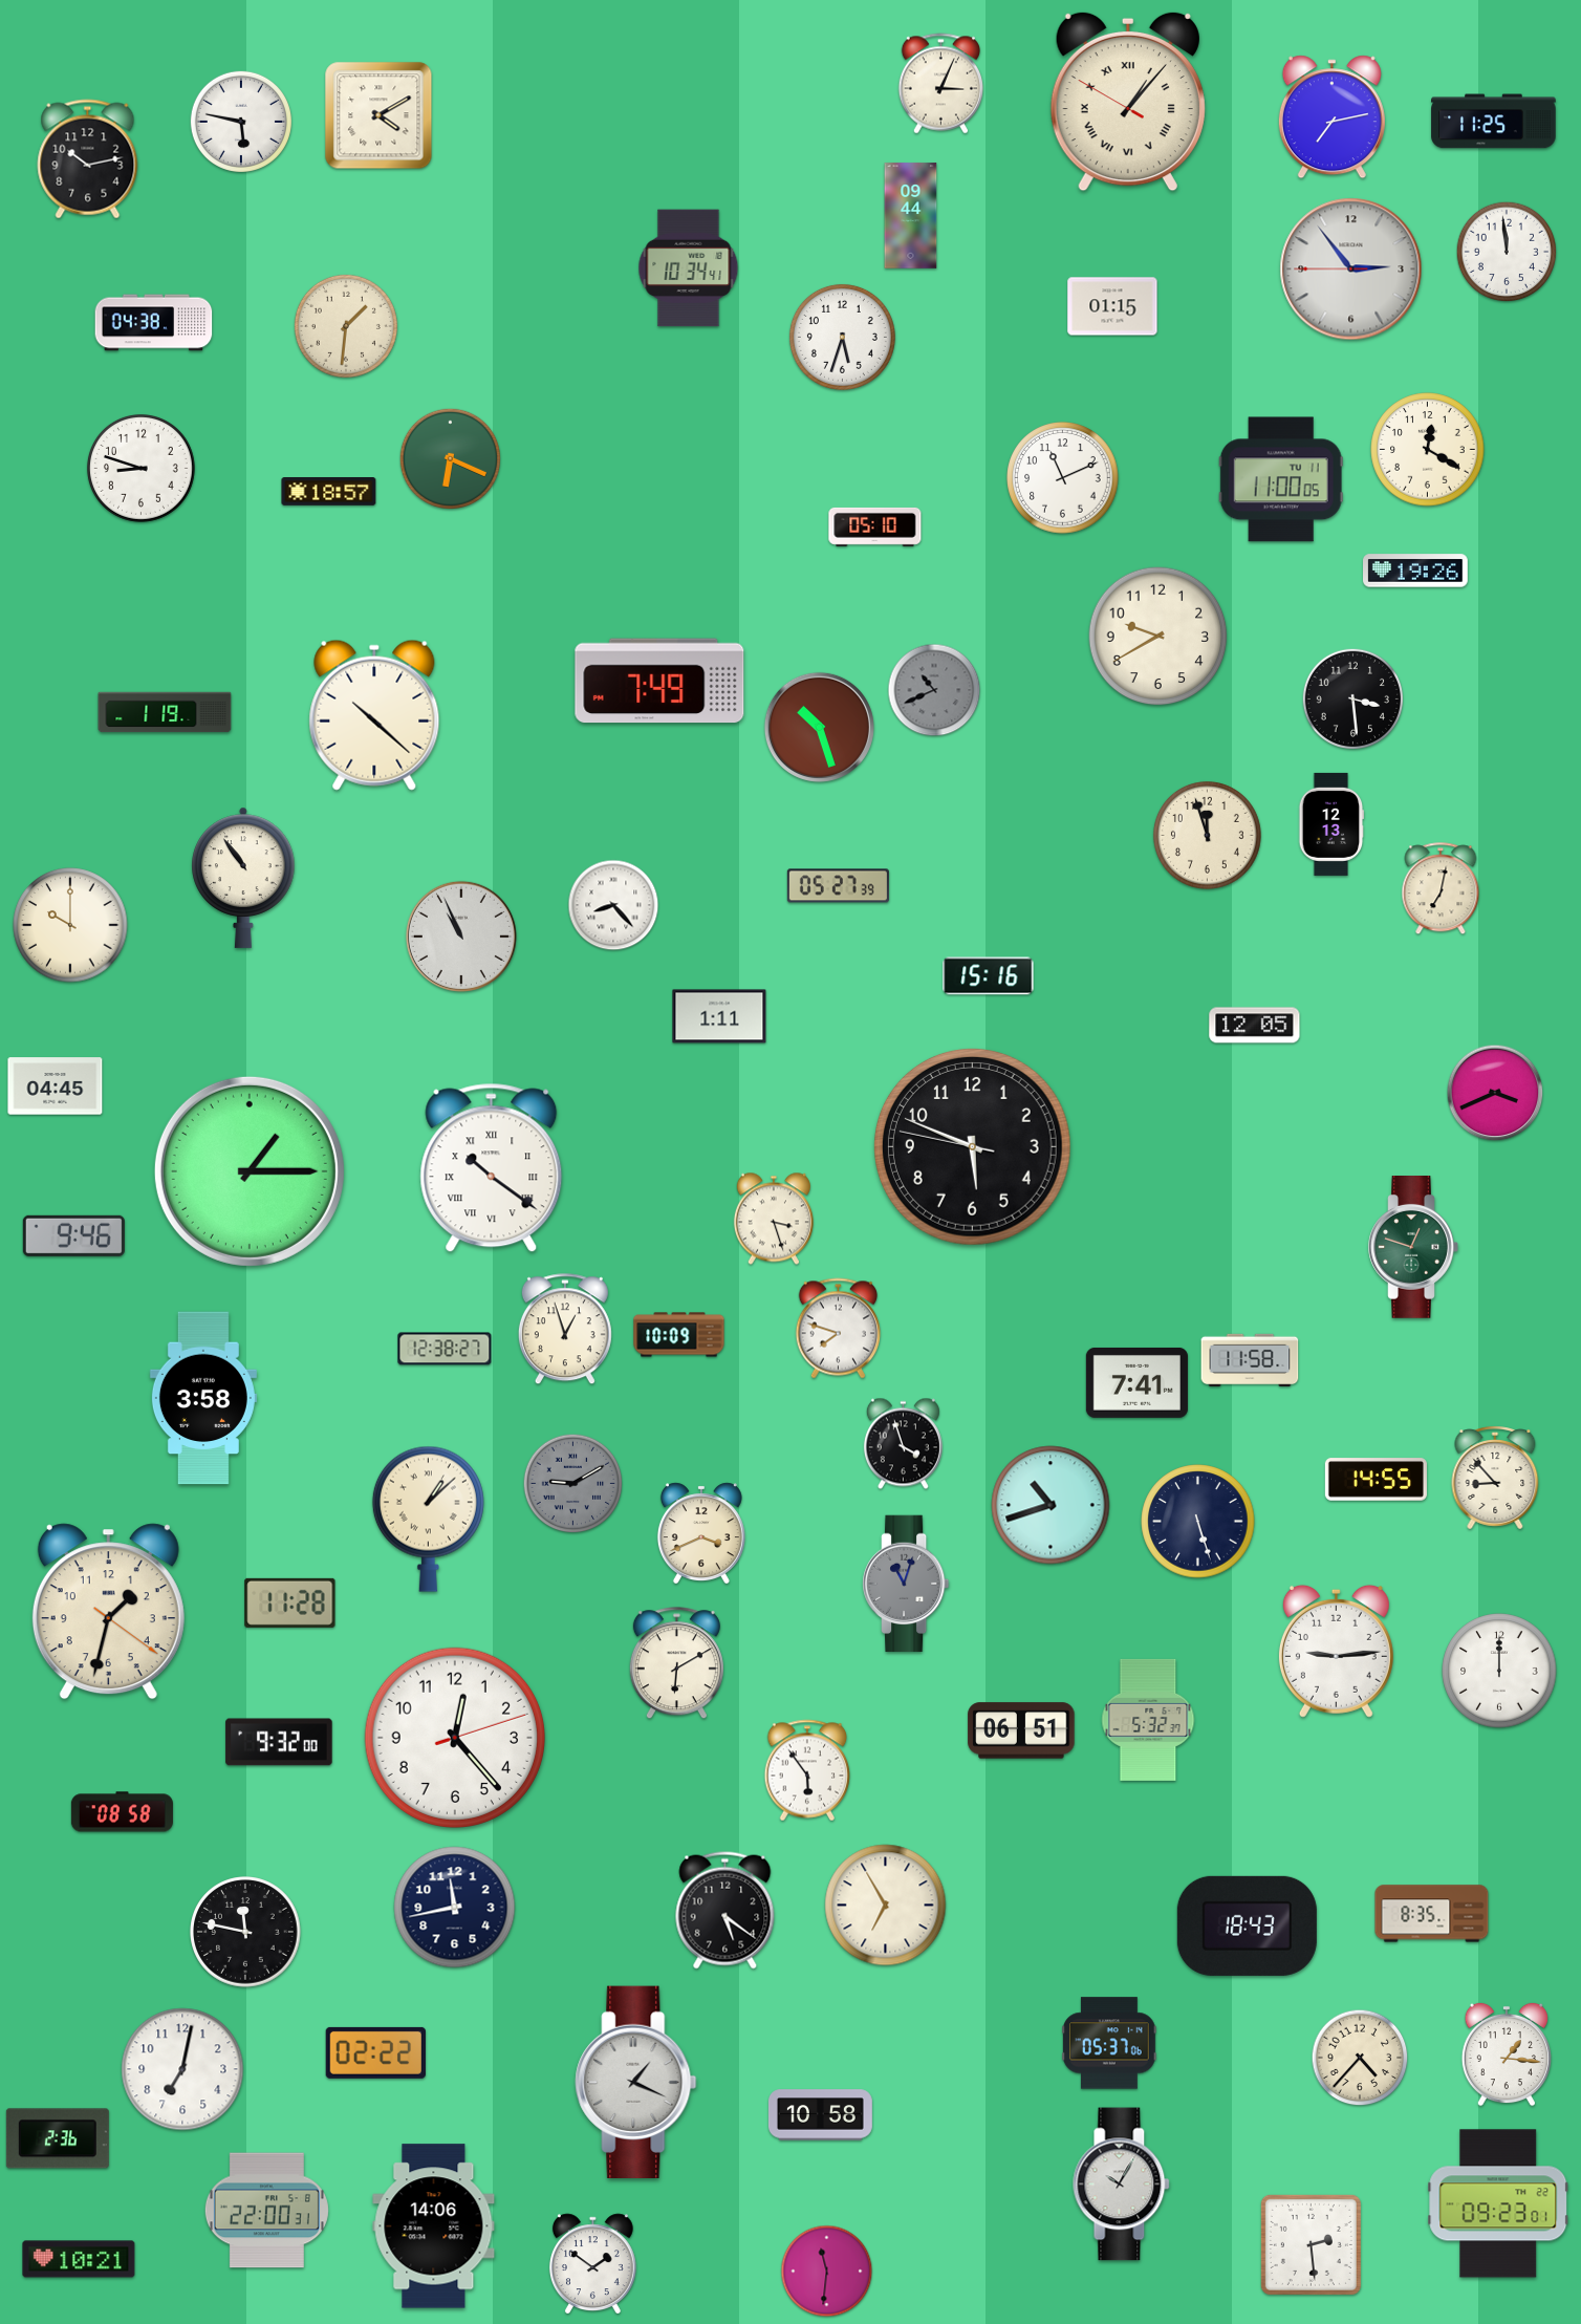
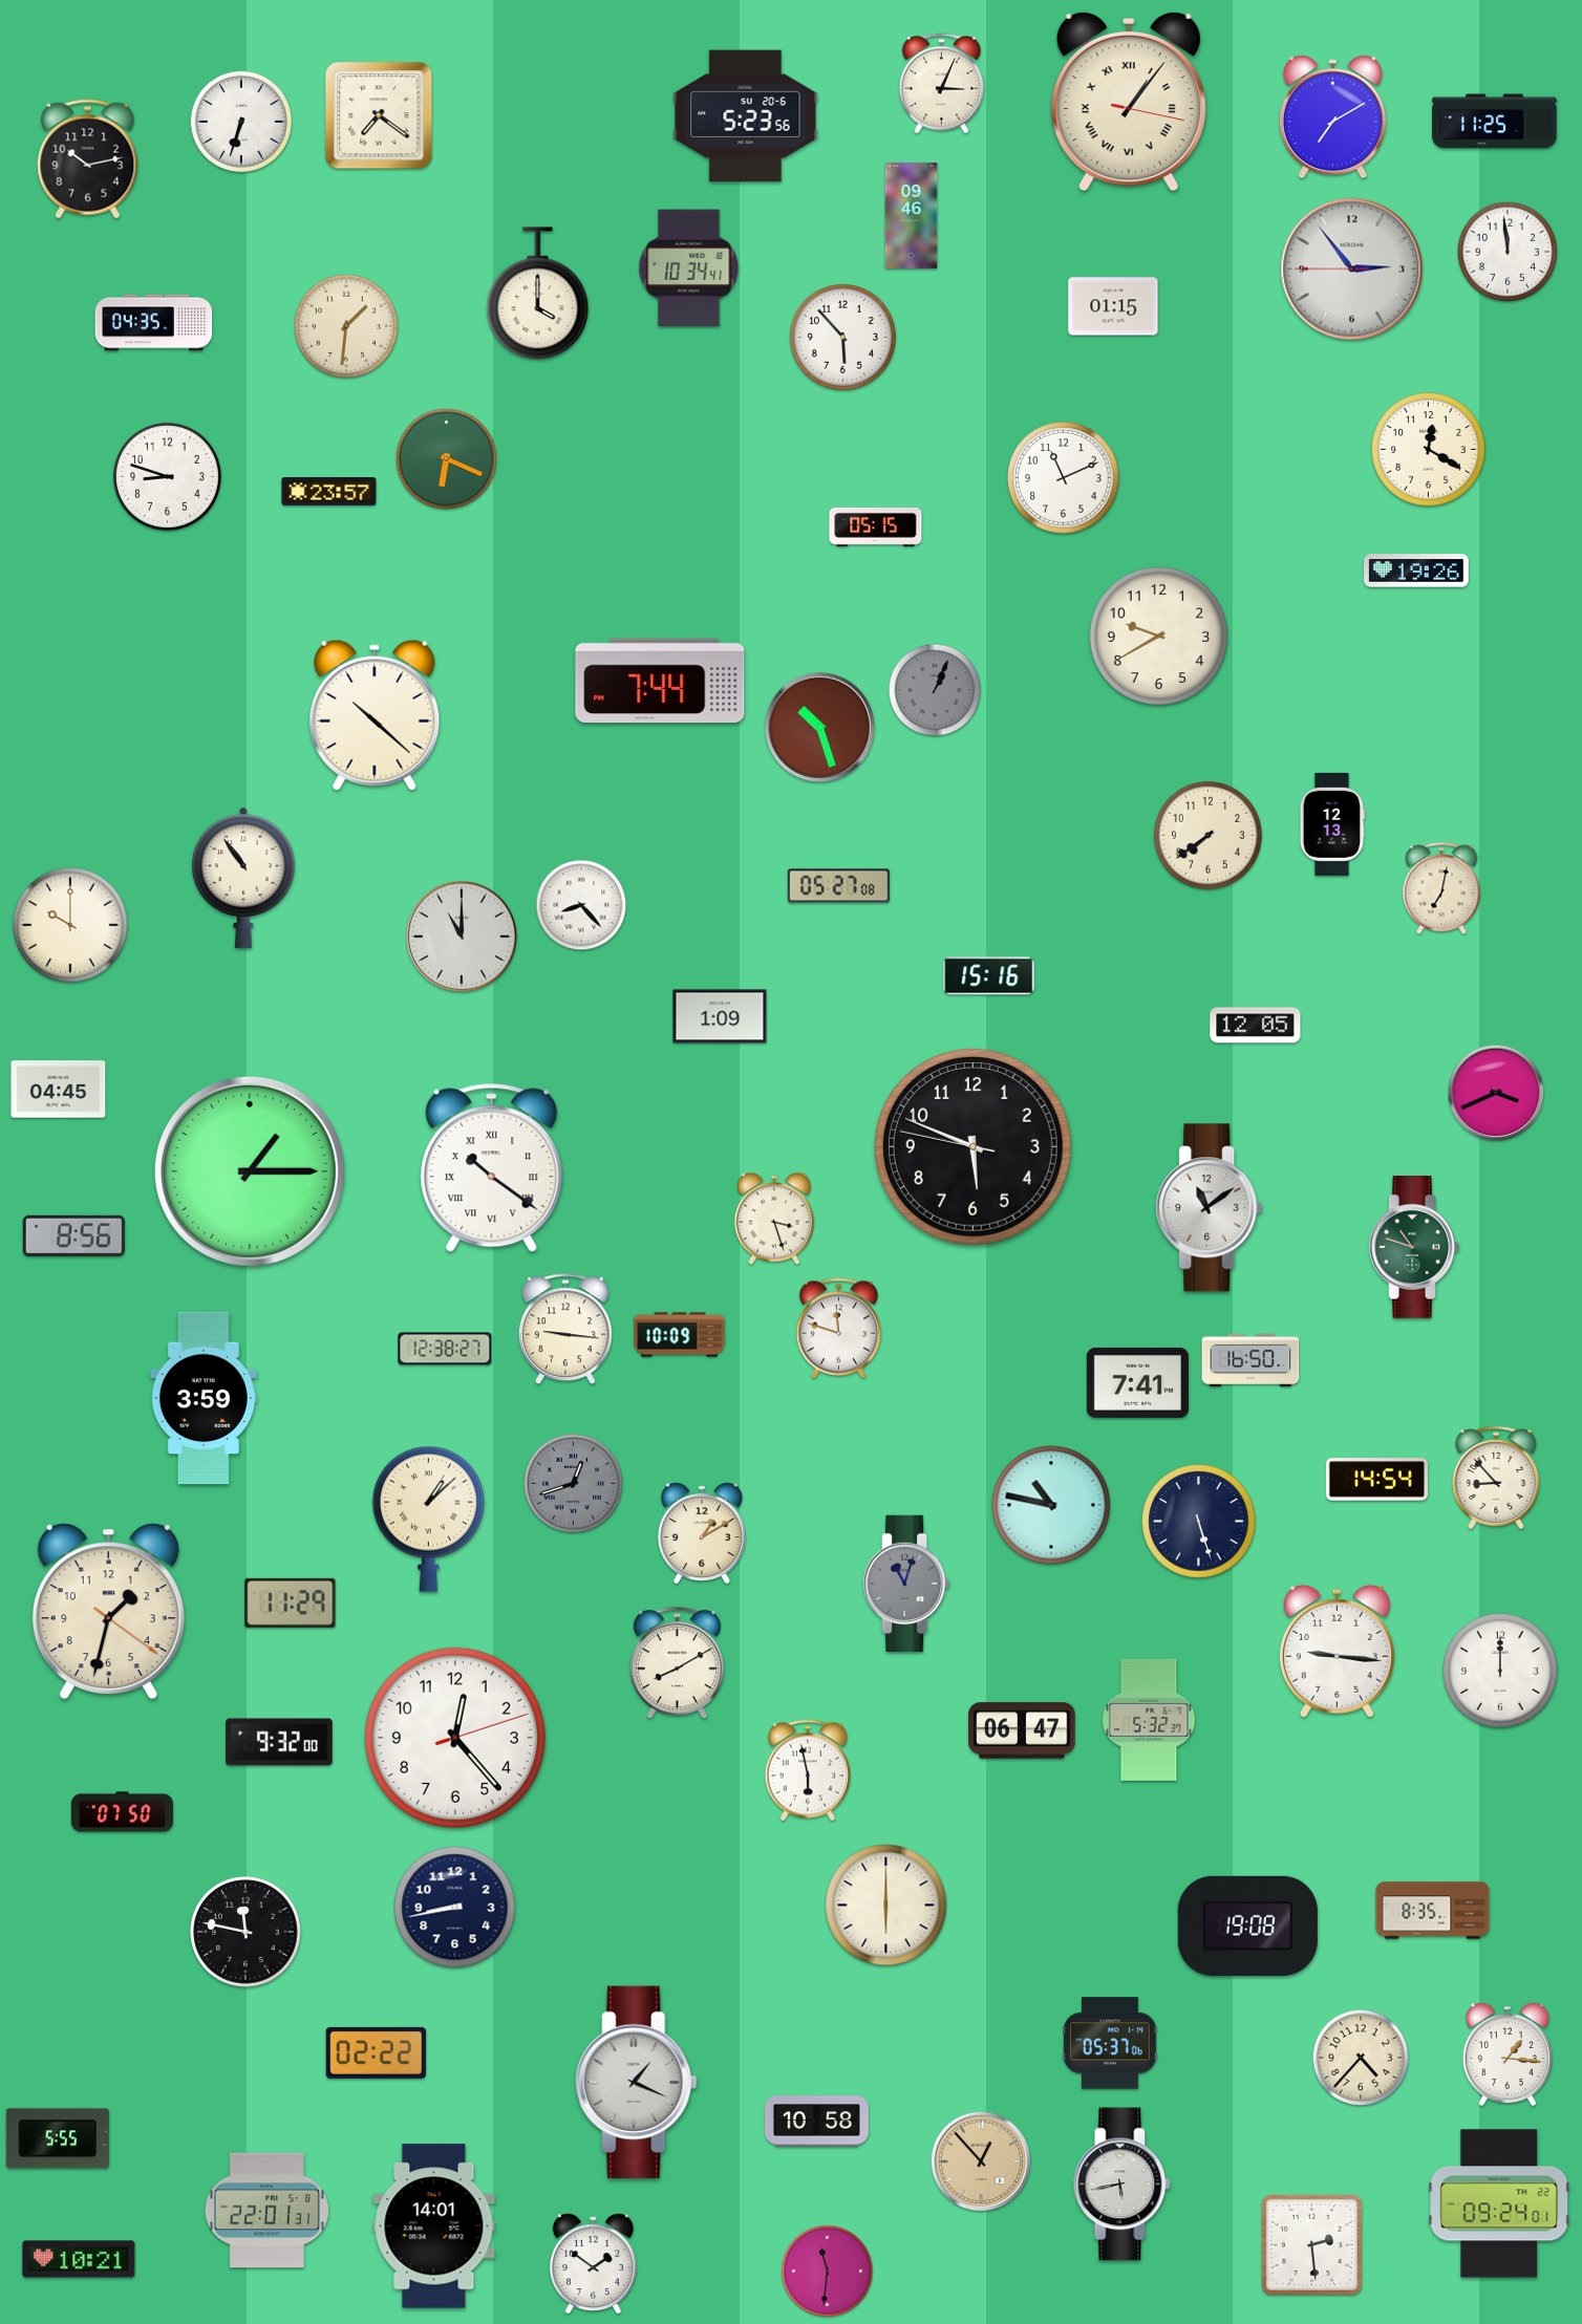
clock at (1128, 102): 1:06:50 -> 1:06:17
clock at (378, 115): 4:10 -> 7:21
clock at (746, 116): none -> 5:23
clock at (1331, 117): 7:13 -> 7:10
clock at (241, 122): 5:47 -> 6:33
clock at (911, 216): 09:44 -> 09:46
clock at (538, 294): none -> 4:00
clock at (154, 323): 04:38 -> 04:35
clock at (842, 337): 5:33 -> 5:53
clock at (450, 458) position: (450, 458) -> (446, 458)
clock at (140, 468) position: (140, 468) -> (167, 476)
clock at (1281, 479): 11:00 -> none
clock at (329, 492): 18:57 -> 23:57
clock at (875, 526): 05:10 -> 05:15
clock at (659, 681): 7:49 -> 7:44
clock at (934, 690): 10:41 -> 1:04
clock at (1352, 698): 3:29 -> none
clock at (165, 712): 1:19 -> none
clock at (1207, 835): 11:57 -> 7:39
clock at (838, 886): 05:27:39 -> 05:27:08
clock at (613, 905) position: (613, 905) -> (581, 905)
clock at (461, 937): 10:56 -> 11:00
clock at (719, 1016): 1:11 -> 1:09
clock at (56, 1086) position: (56, 1086) -> (59, 1090)
clock at (1210, 1208): none -> 11:09
clock at (73, 1235): 9:46 -> 8:56
clock at (1413, 1248): 12:48 -> 10:48
clock at (838, 1329): 7:48 -> 11:48
clock at (565, 1330): 12:57 -> 9:16
clock at (1250, 1359): 11:58 -> 16:50
clock at (203, 1398): 3:58 -> 3:59
clock at (903, 1444): 3:57 -> none
clock at (1376, 1480): 14:55 -> 14:54
clock at (573, 1484): 9:10 -> 12:42
clock at (1051, 1505): 10:42 -> 10:47
clock at (701, 1533): 3:41 -> 1:10
clock at (290, 1602): 11:28 -> 11:29
clock at (1336, 1651): 9:14 -> 9:16
clock at (676, 1663): 6:10 -> 8:10
clock at (1021, 1730): 06:51 -> 06:47
clock at (807, 1770): 5:54 -> 5:58
clock at (122, 1812): 08:58 -> 07:50
clock at (886, 1906): 6:55 -> 6:00
clock at (455, 1908): 11:43 -> 8:43
clock at (725, 1911): 5:21 -> none
clock at (1432, 1914) position: (1432, 1914) -> (1433, 1911)
clock at (1247, 1925): 18:43 -> 19:08
clock at (182, 2069): 7:02 -> none
clock at (820, 2115) position: (820, 2115) -> (816, 2122)
clock at (58, 2138): 2:36 -> 5:55
clock at (981, 2161): none -> 12:53
clock at (1122, 2185): 10:05 -> 5:43
clock at (1498, 2203): 09:23 -> 09:24
clock at (266, 2211): 22:00 -> 22:01
clock at (434, 2226): 14:06 -> 14:01
